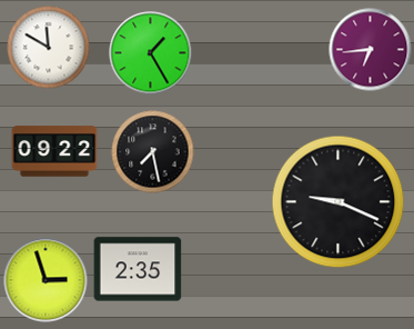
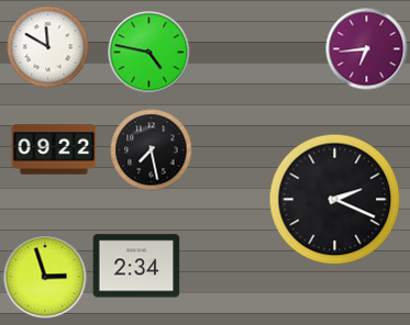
clock at (151, 53): 1:25 -> 4:47
clock at (339, 202): 9:19 -> 2:19
clock at (138, 269): 2:35 -> 2:34
